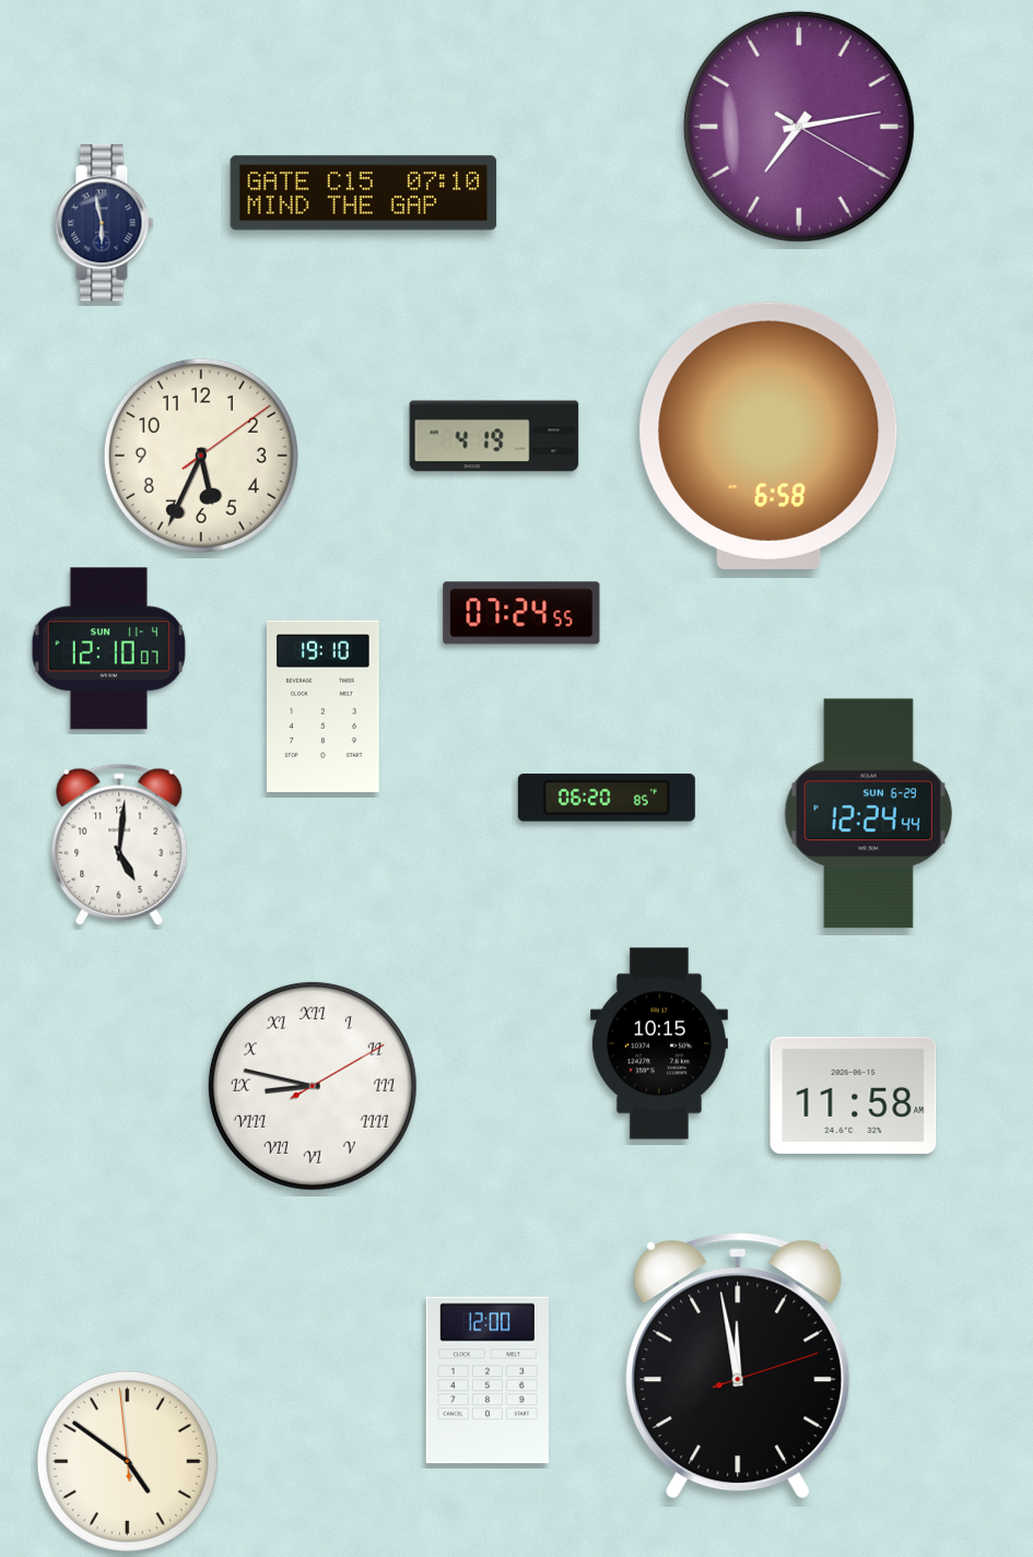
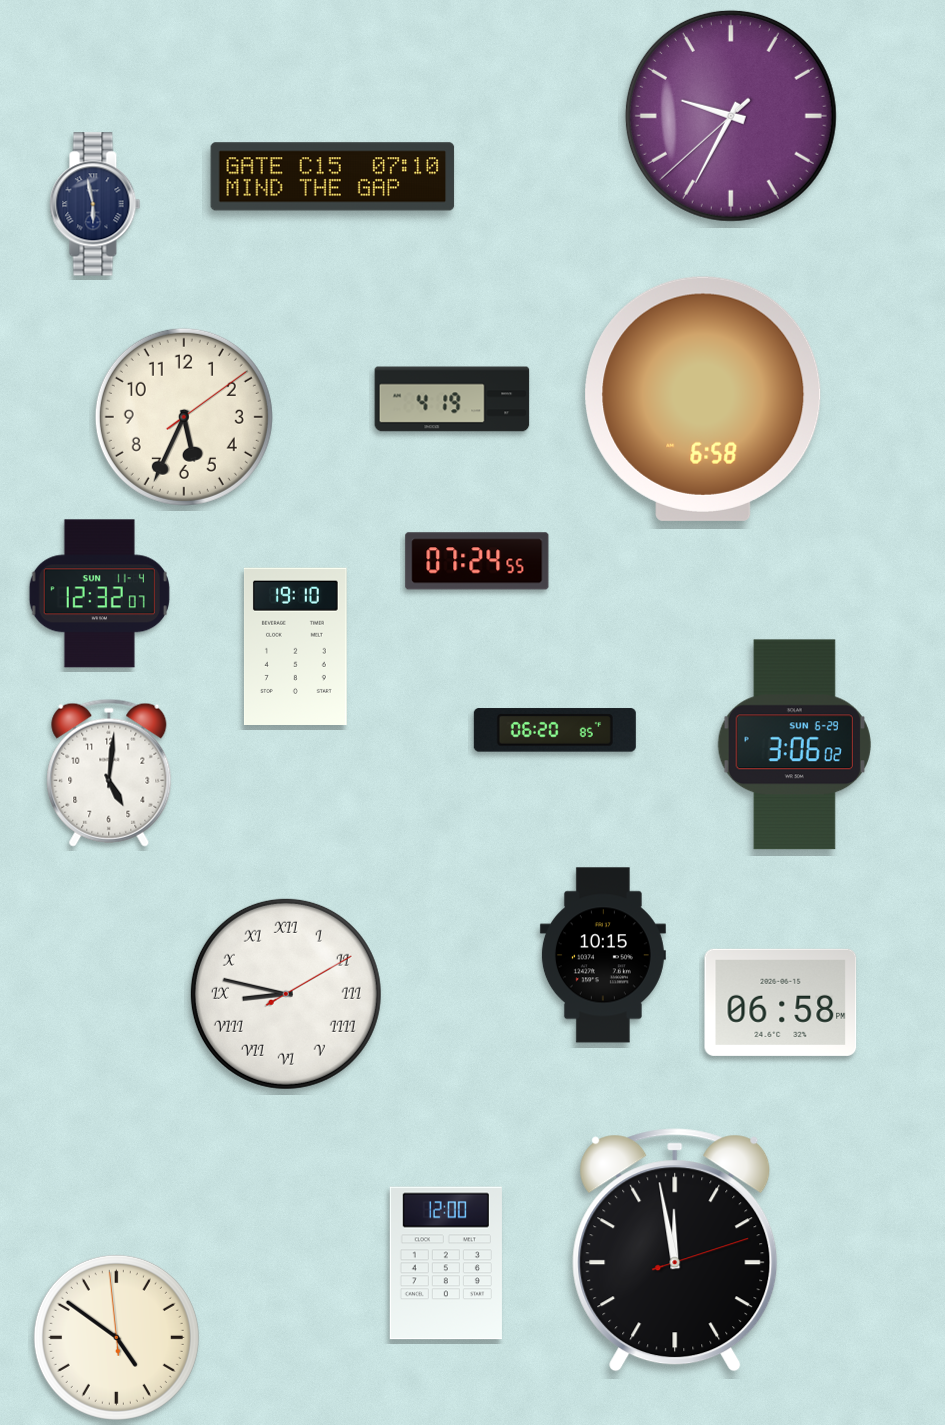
clock at (799, 127): 7:13 -> 9:34
clock at (108, 649): 12:10 -> 12:32
clock at (868, 814): 12:24 -> 3:06
clock at (854, 1095): 11:58 -> 06:58
